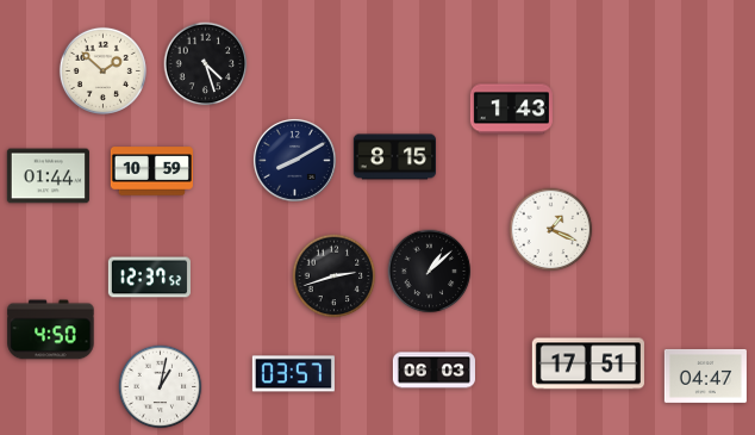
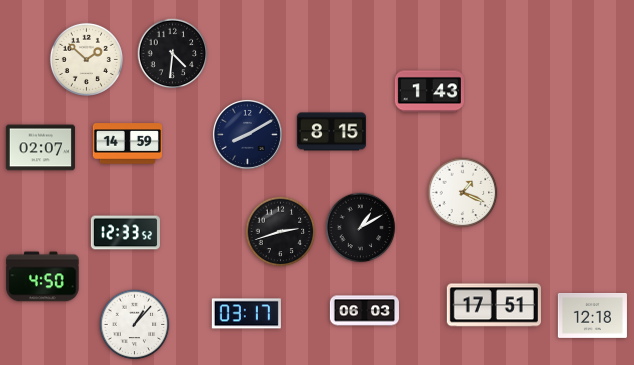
clock at (206, 64): 4:27 -> 4:31
clock at (151, 172): 10:59 -> 14:59
clock at (48, 176): 01:44 -> 02:07
clock at (430, 272): 1:08 -> 1:10
clock at (149, 278): 12:37 -> 12:33
clock at (293, 374): 03:57 -> 03:17
clock at (705, 375): 04:47 -> 12:18
clock at (161, 387): 1:02 -> 1:07
